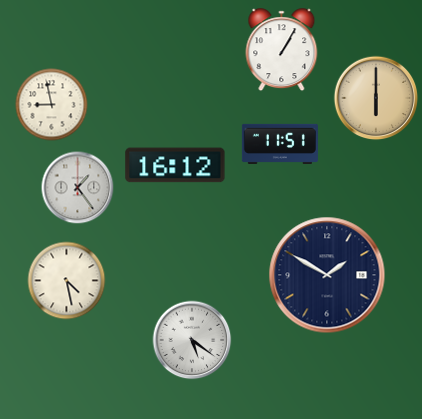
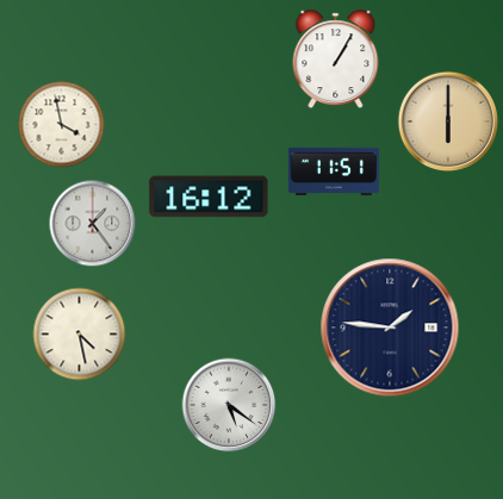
clock at (376, 98) position: (376, 98) -> (448, 121)
clock at (52, 105): 8:58 -> 3:58
clock at (327, 275): 1:50 -> 1:46
